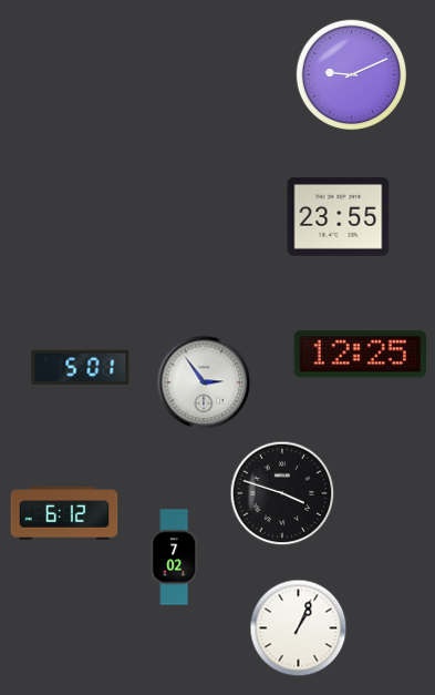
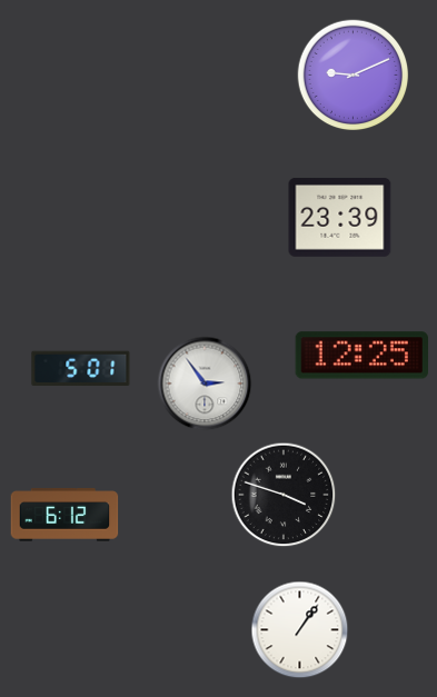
clock at (339, 216): 23:55 -> 23:39
clock at (174, 558): 7:02 -> none
clock at (299, 628): 1:04 -> 1:06
